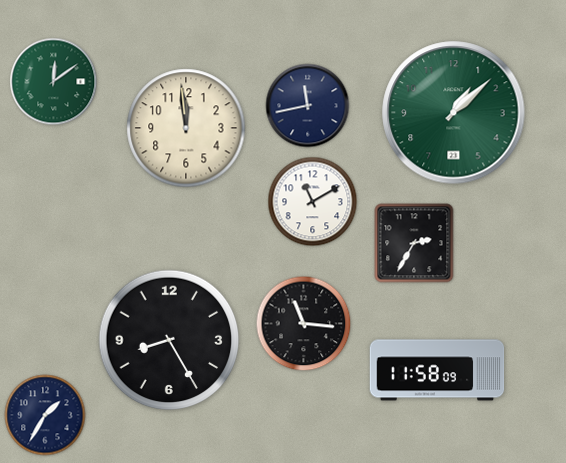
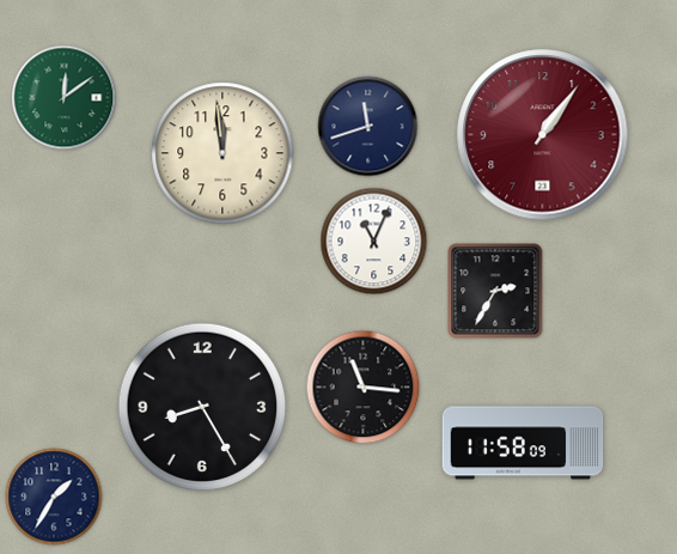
clock at (308, 106): 11:43 -> 11:42
clock at (454, 113): 1:08 -> 1:06
clock at (454, 113) dial: green -> burgundy
clock at (313, 202): 11:10 -> 11:04
